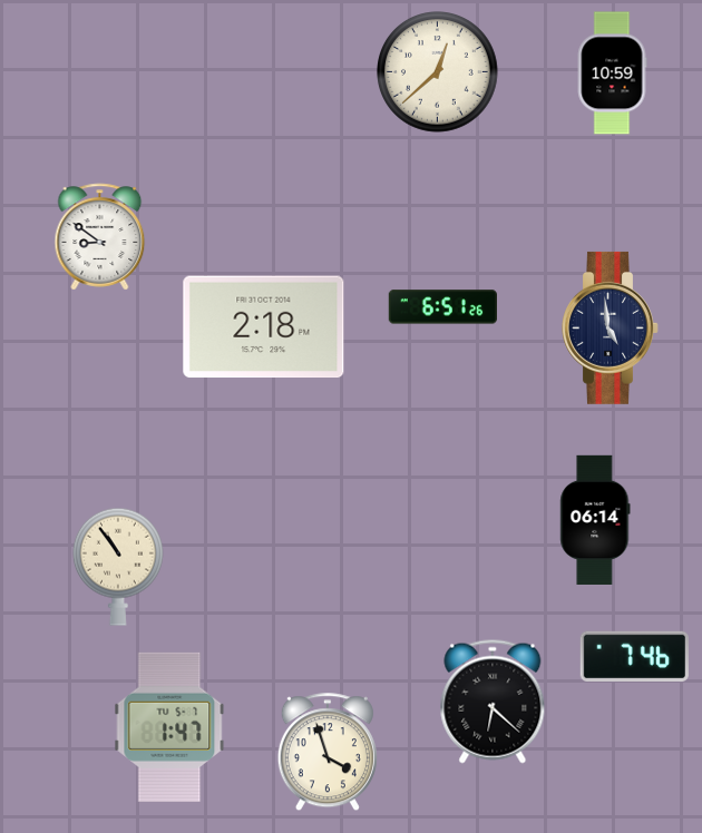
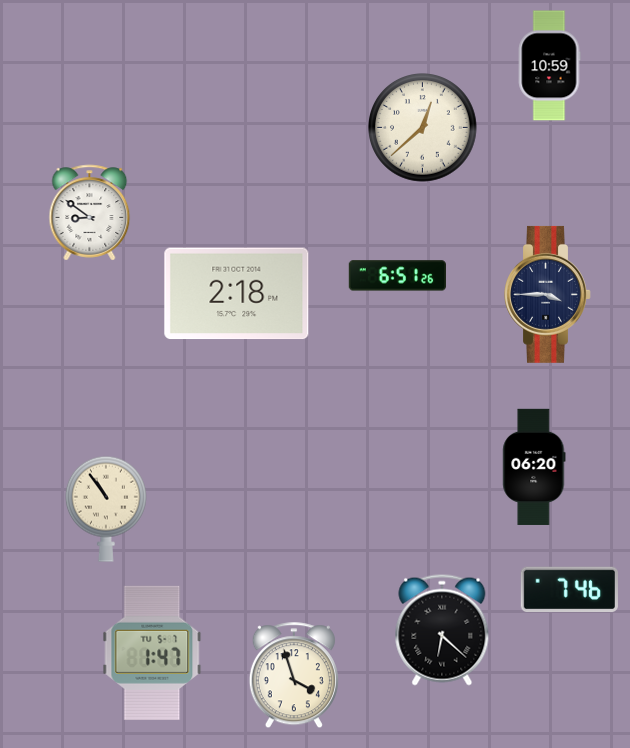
clock at (438, 72) position: (438, 72) -> (423, 128)
clock at (611, 327): 4:59 -> 3:45
clock at (595, 520): 06:14 -> 06:20
